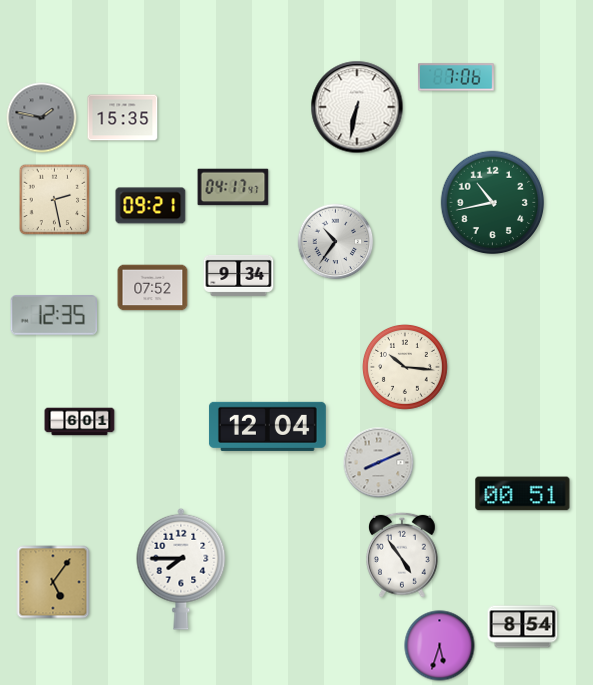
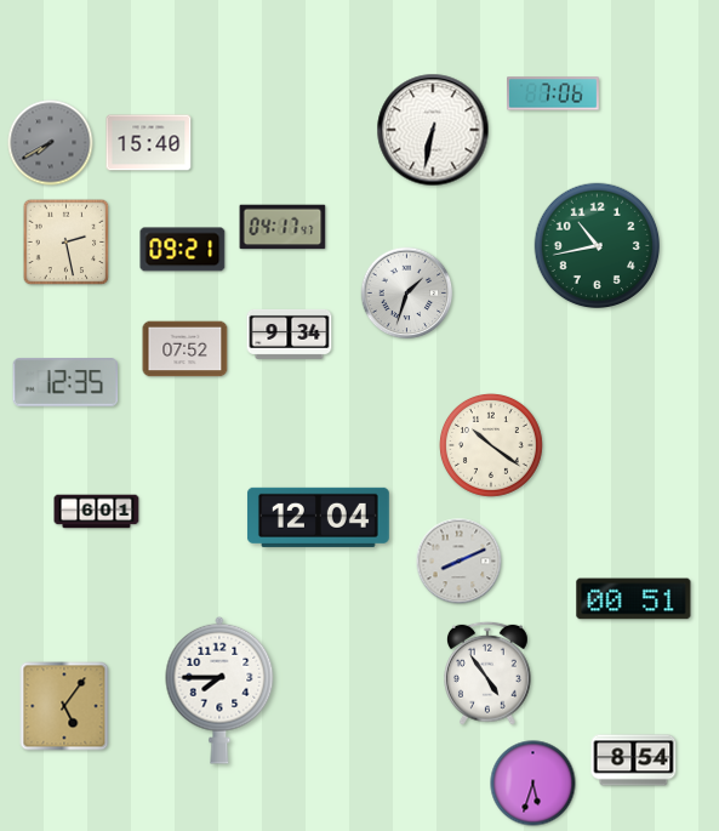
clock at (42, 118): 1:47 -> 7:40
clock at (123, 118): 15:35 -> 15:40
clock at (336, 242): 10:36 -> 1:33
clock at (406, 368): 10:16 -> 10:21
clock at (267, 426) position: (267, 426) -> (318, 517)
